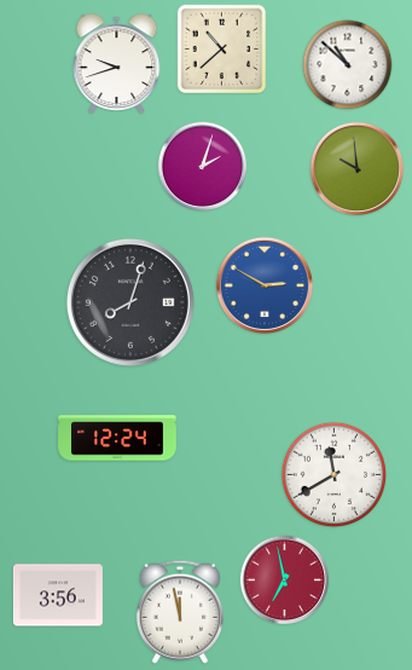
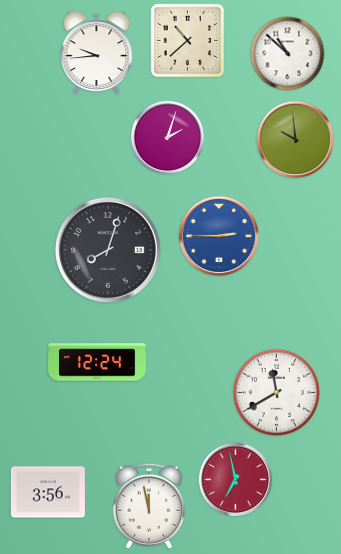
clock at (222, 50) position: (222, 50) -> (188, 41)
clock at (117, 63): 9:42 -> 9:44
clock at (265, 285): 2:50 -> 2:45
